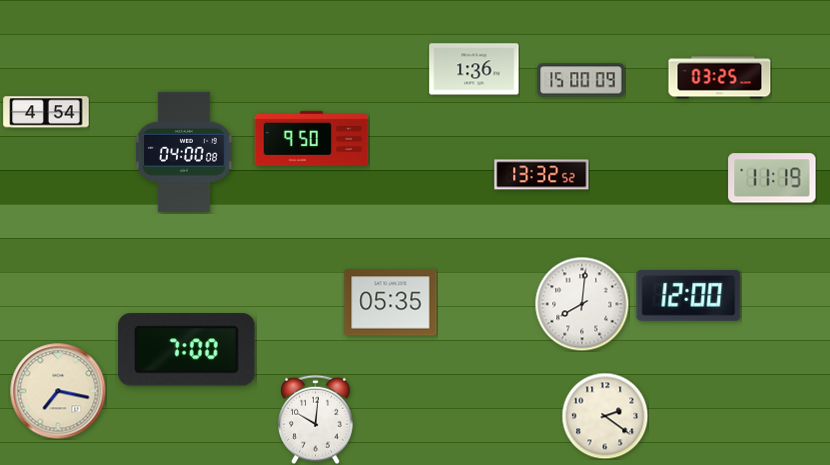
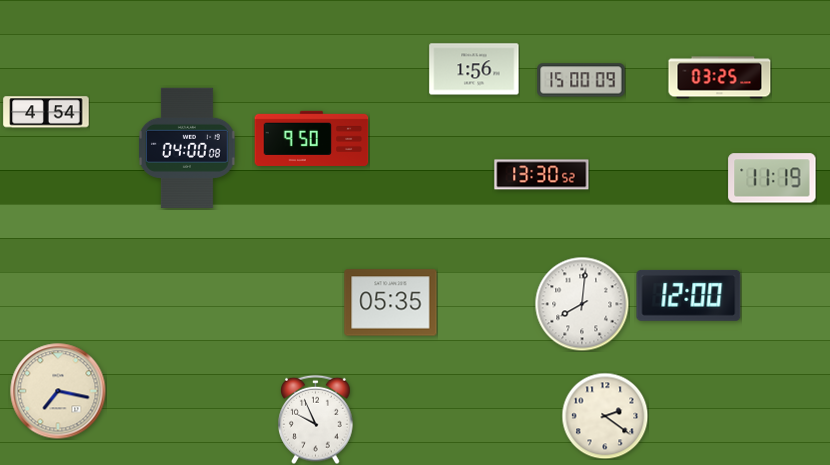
clock at (474, 69): 1:36 -> 1:56
clock at (185, 152) position: (185, 152) -> (188, 148)
clock at (542, 175): 13:32 -> 13:30
clock at (187, 350): 7:00 -> none
clock at (316, 419): 10:01 -> 9:56
